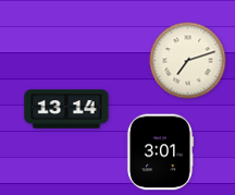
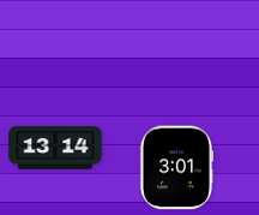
clock at (188, 61): 7:12 -> none
clock at (66, 109) position: (66, 109) -> (55, 148)
